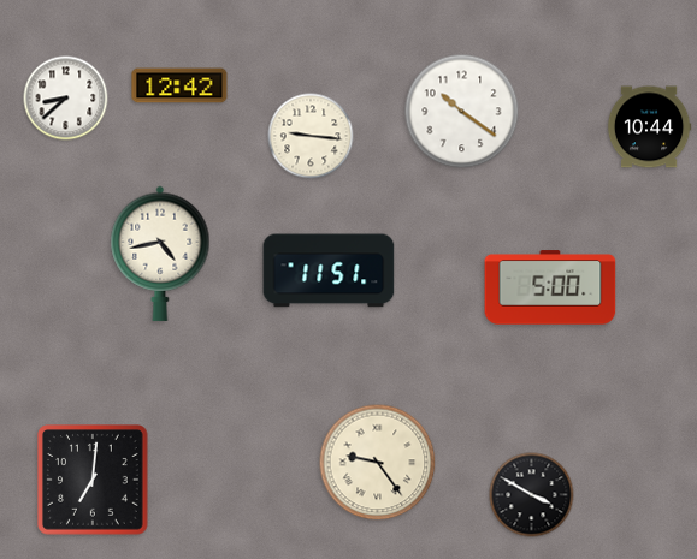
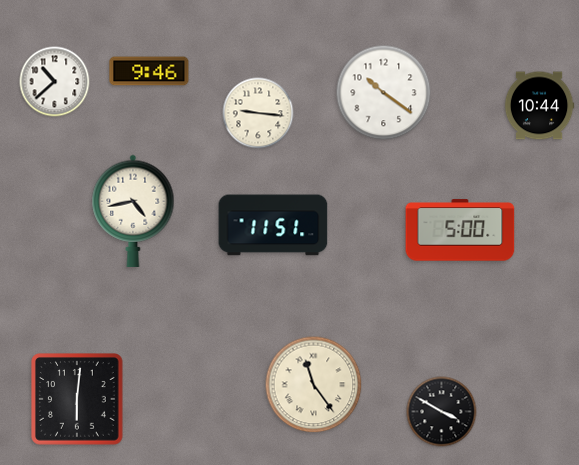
clock at (179, 85): 12:42 -> 9:46
clock at (66, 99): 8:38 -> 10:38
clock at (550, 287) position: (550, 287) -> (460, 230)
clock at (378, 463): 9:24 -> 11:24
clock at (93, 480): 7:01 -> 6:01
